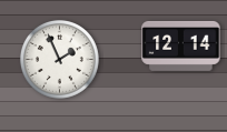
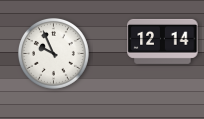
clock at (59, 59): 1:56 -> 9:56
